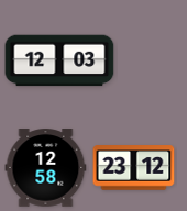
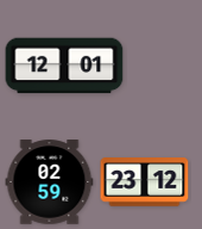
clock at (59, 60): 12:03 -> 12:01
clock at (46, 168): 12:58 -> 02:59
